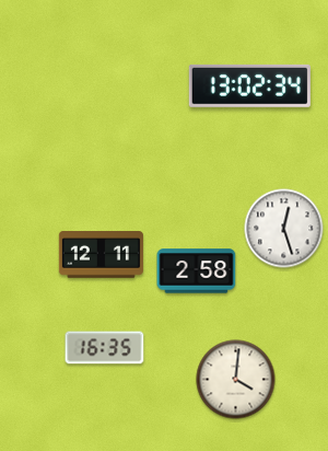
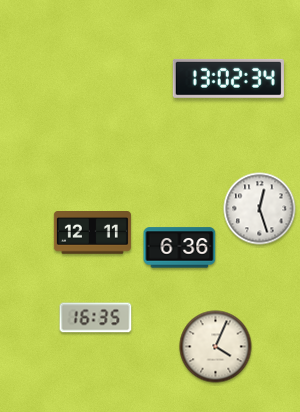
clock at (197, 271): 2:58 -> 6:36
clock at (236, 380): 4:01 -> 4:04
